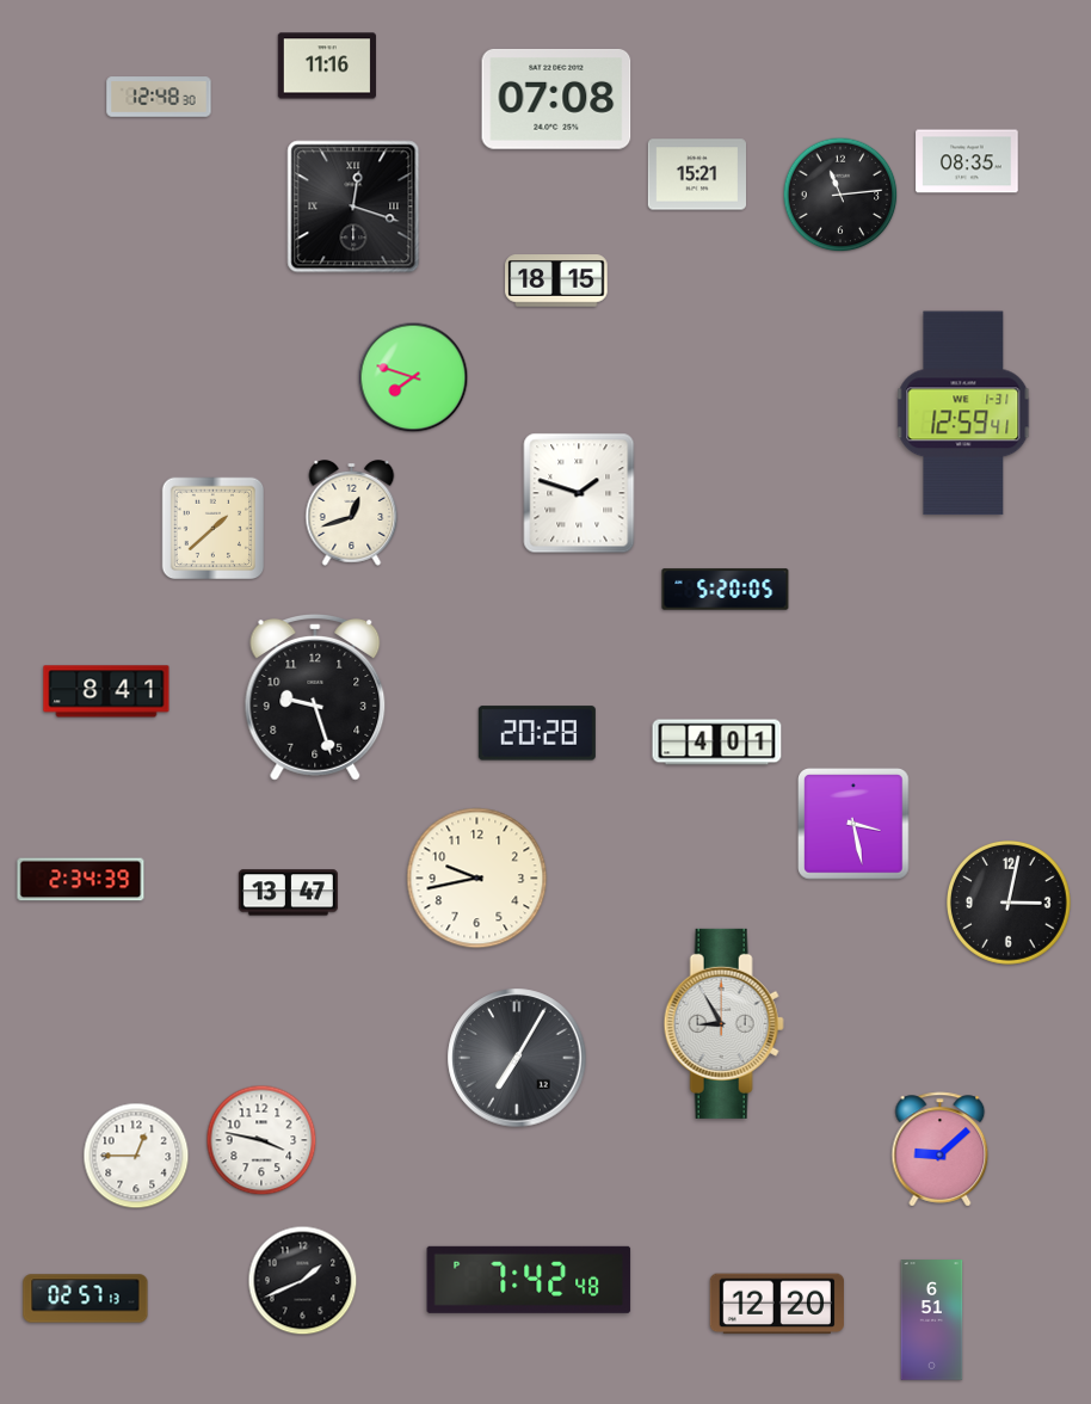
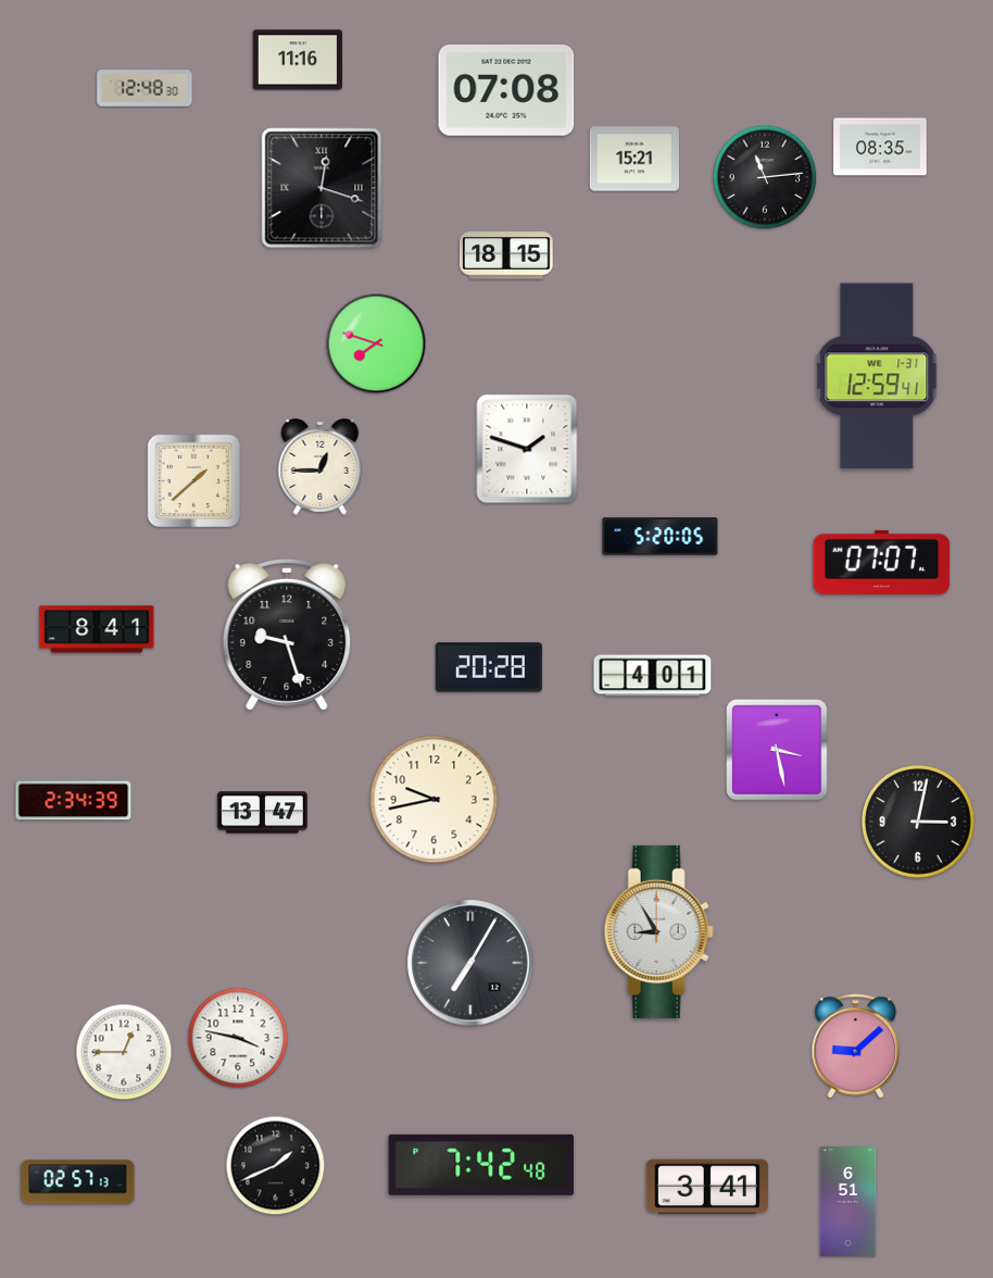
clock at (352, 513): 12:42 -> 12:45
clock at (882, 562): none -> 07:07
clock at (777, 1304): 12:20 -> 3:41
